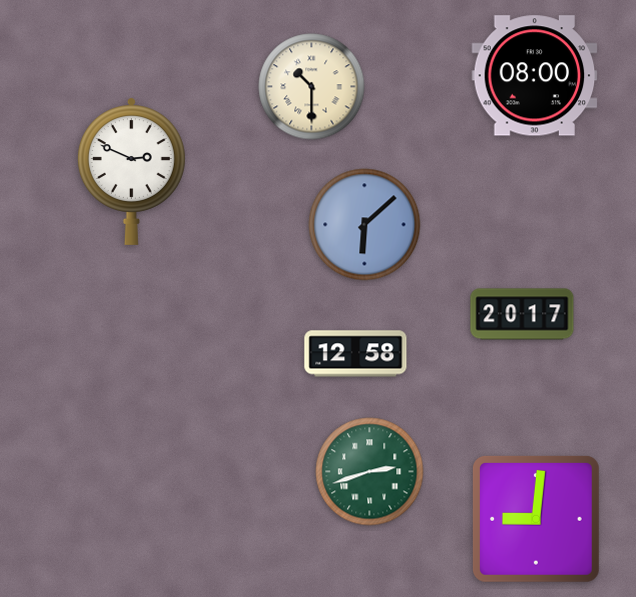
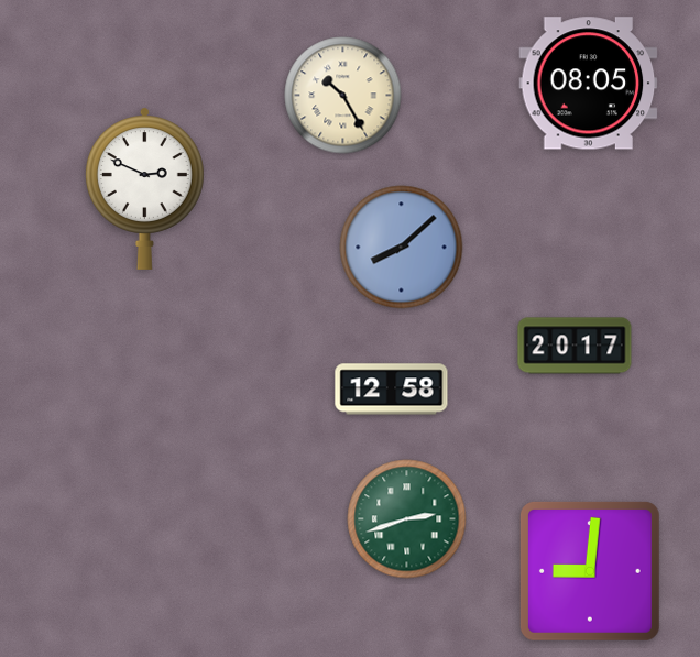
clock at (535, 76): 08:00 -> 08:05
clock at (312, 87): 10:30 -> 10:25
clock at (365, 225): 6:08 -> 8:08
